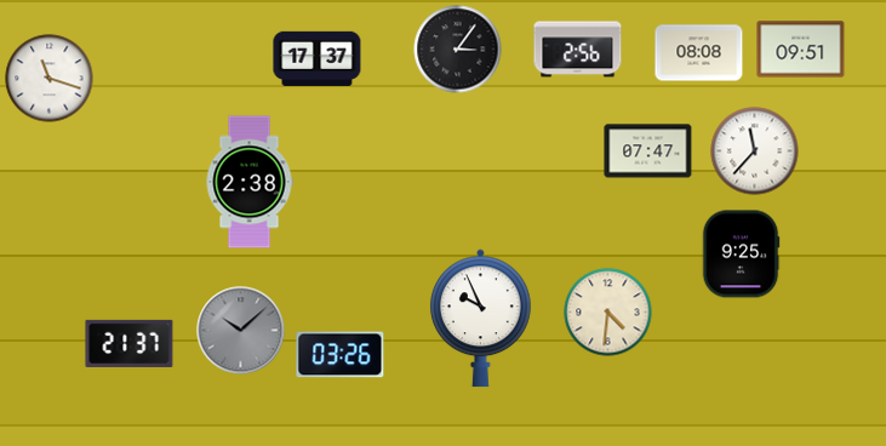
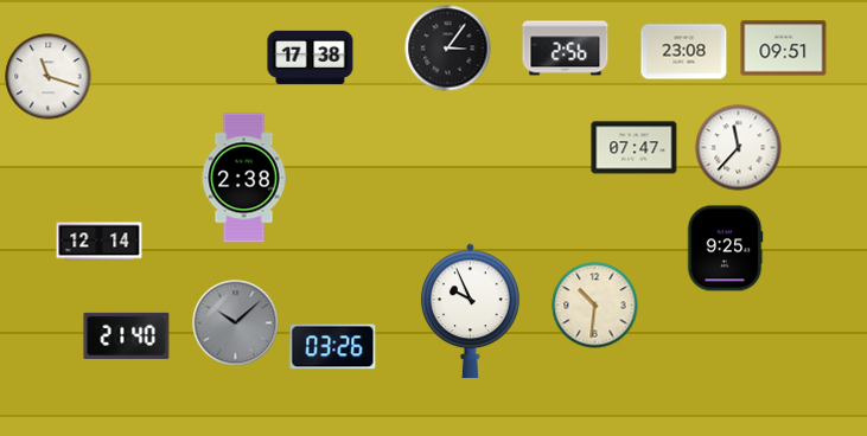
clock at (699, 53): 08:08 -> 23:08
clock at (318, 58): 17:37 -> 17:38
clock at (100, 242): none -> 12:14
clock at (608, 313): 4:31 -> 10:31
clock at (130, 343): 21:37 -> 21:40
